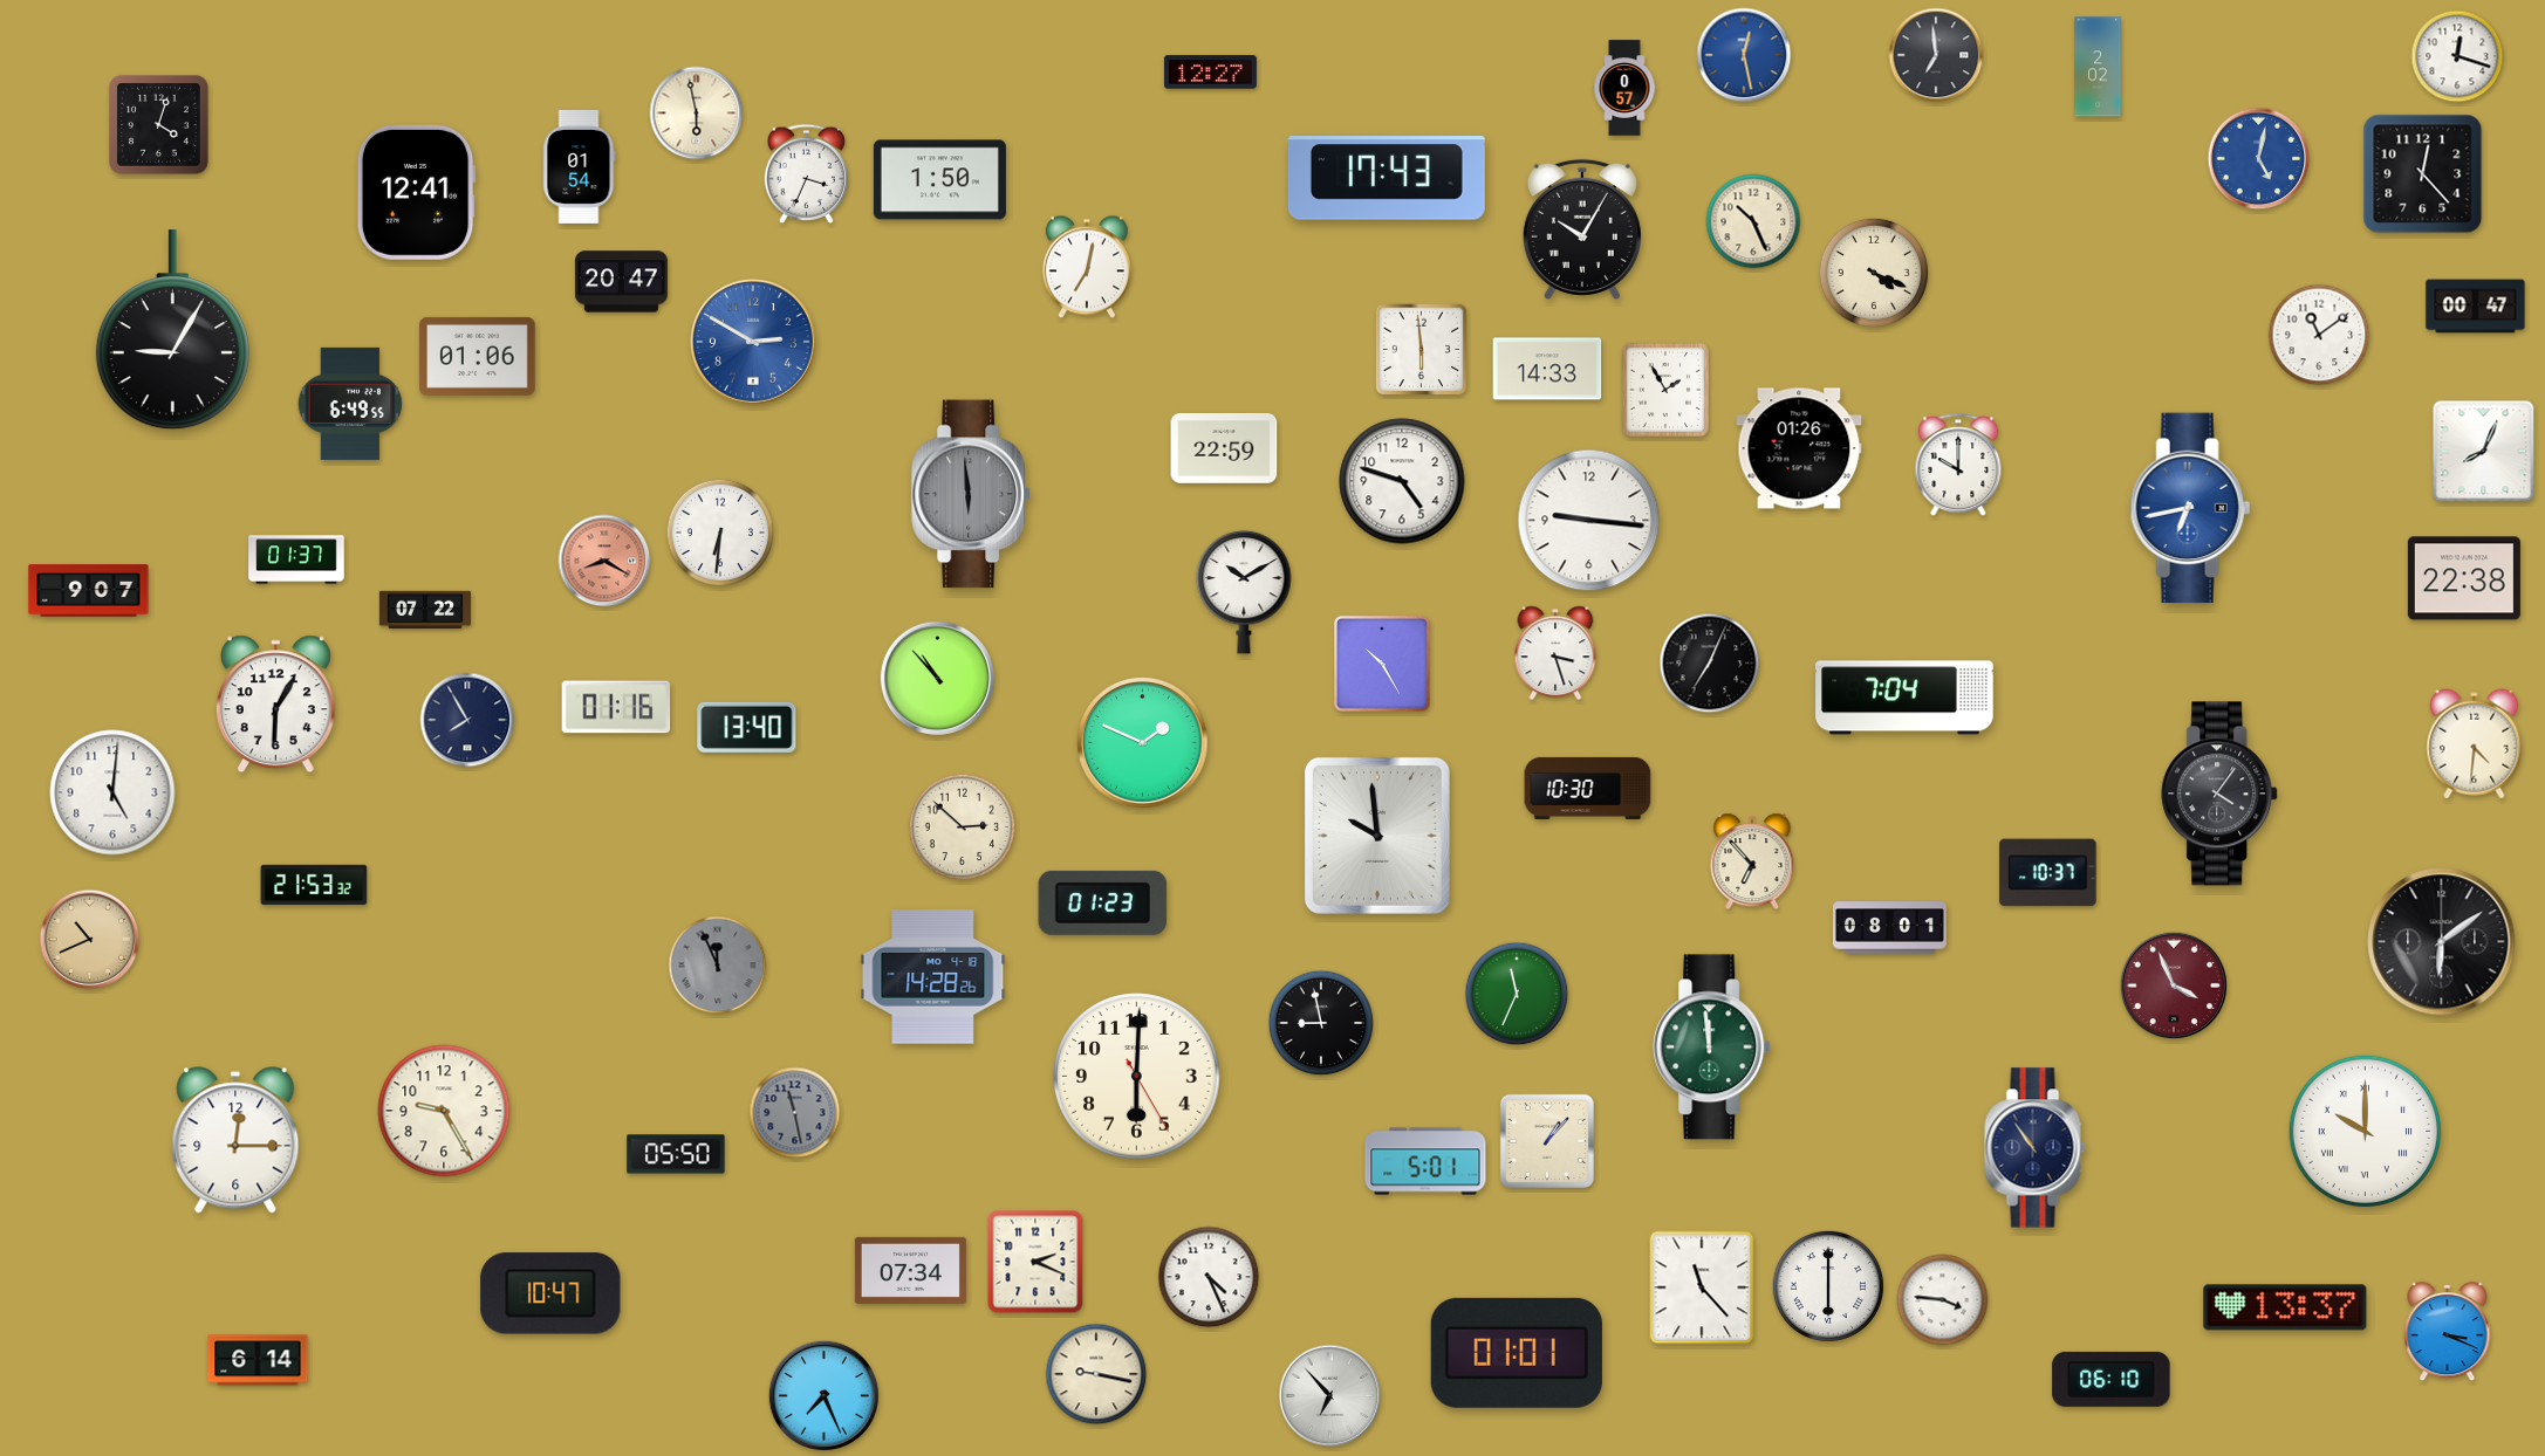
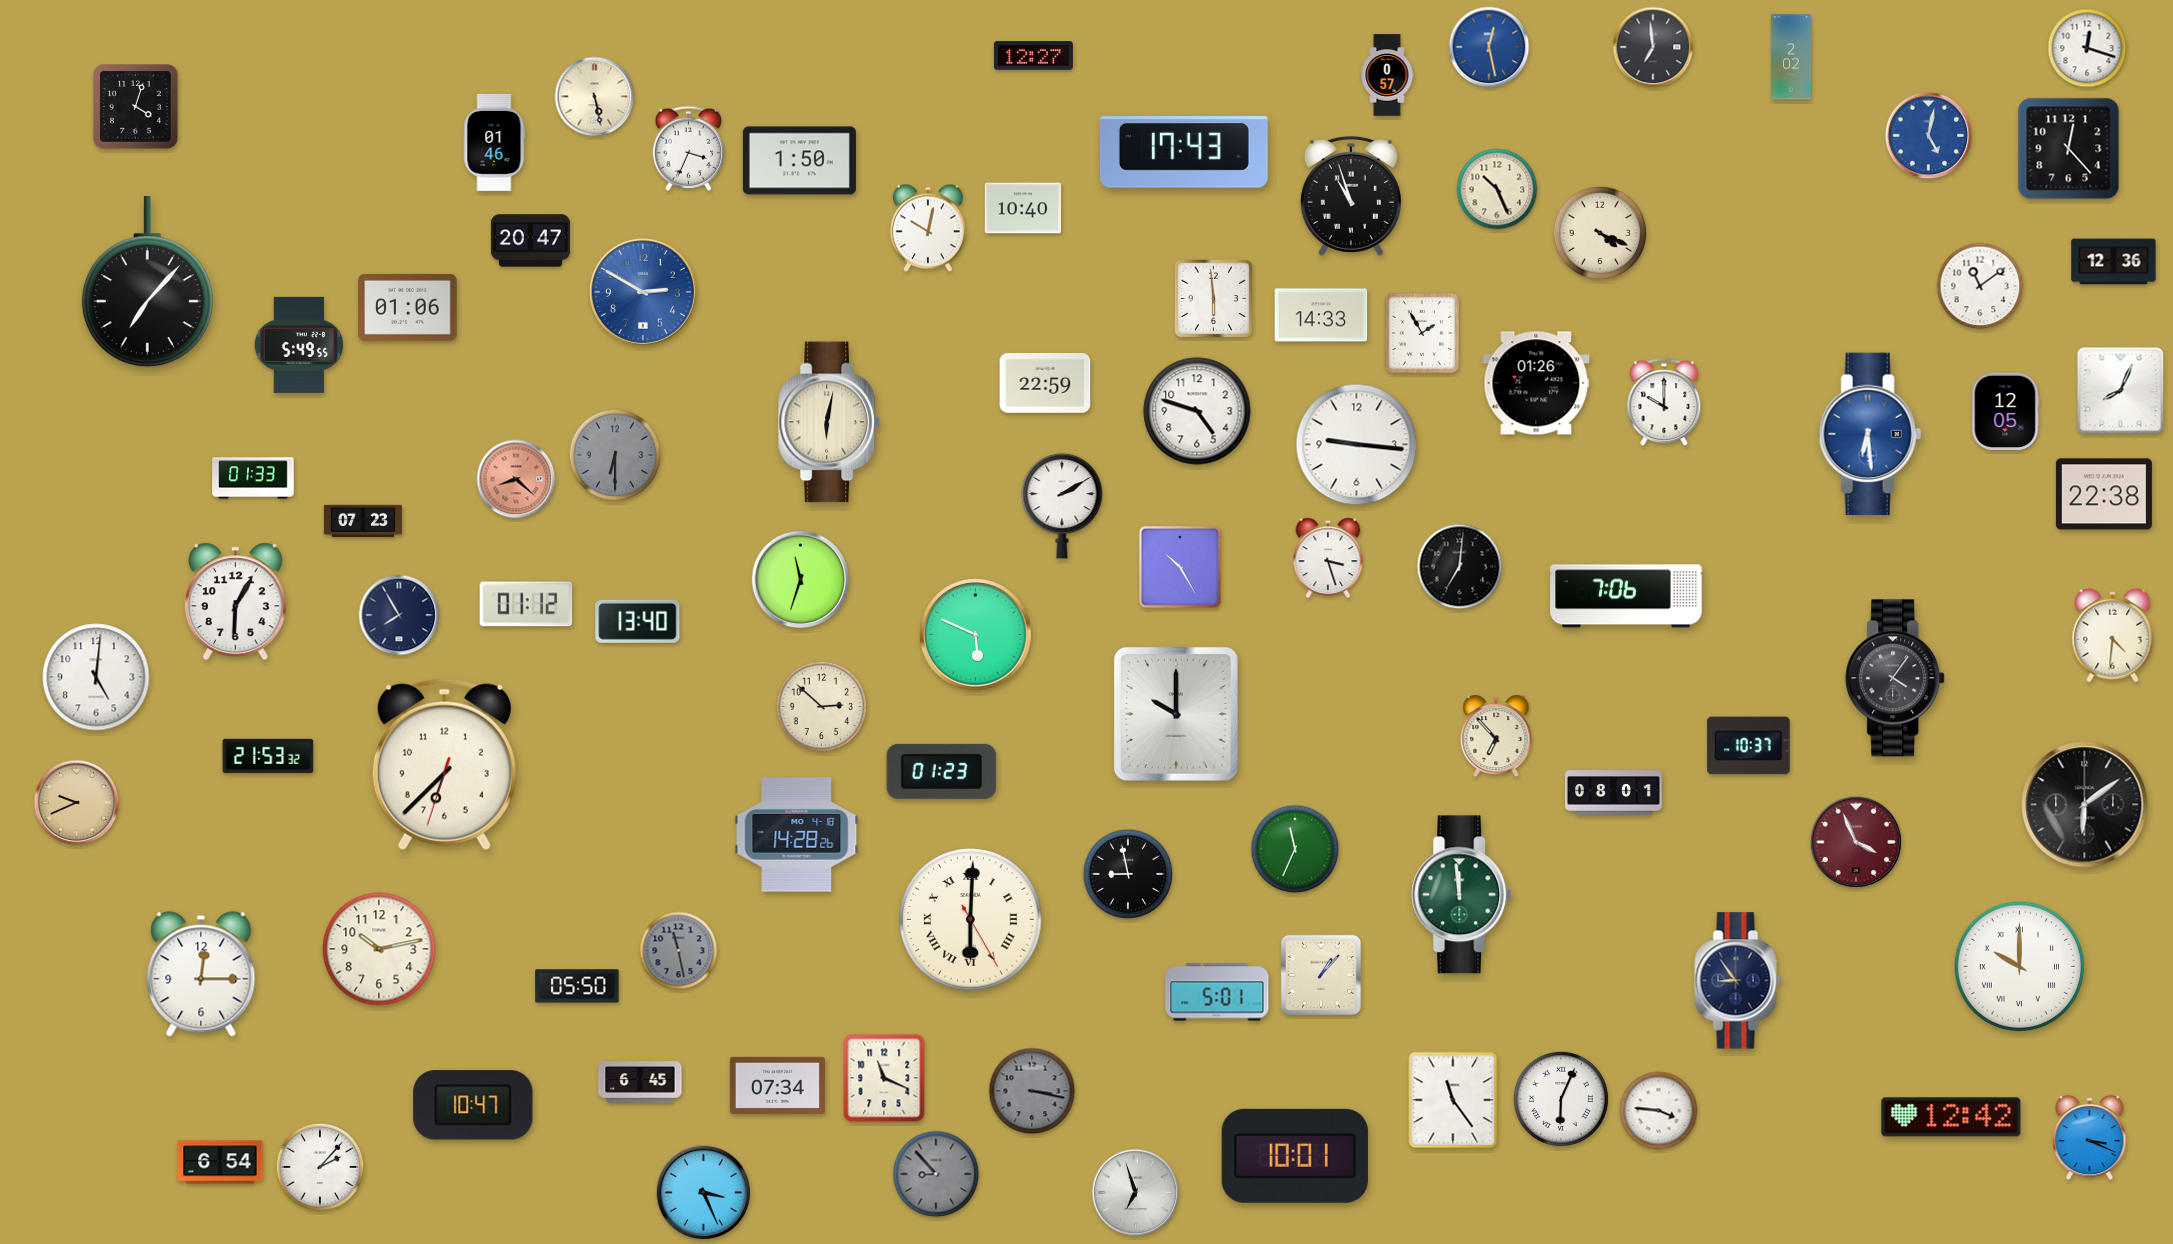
clock at (2457, 56) position: (2457, 56) -> (2087, 48)
clock at (1210, 73) position: (1210, 73) -> (1033, 56)
clock at (697, 114): 5:58 -> 5:28
clock at (580, 166): 01:54 -> 01:46
clock at (939, 180) position: (939, 180) -> (799, 161)
clock at (416, 192): 12:41 -> none
clock at (1582, 229): 10:05 -> 10:57
clock at (1023, 208): none -> 10:40
clock at (1087, 267): 7:02 -> 10:02
clock at (2476, 307): 00:47 -> 12:36
clock at (172, 330): 9:05 -> 7:07
clock at (478, 356) position: (478, 356) -> (408, 307)
clock at (350, 404): 6:49 -> 5:49
clock at (2484, 452) position: (2484, 452) -> (2121, 391)
clock at (1958, 466) position: (1958, 466) -> (1664, 403)
clock at (2005, 411): none -> 12:05
clock at (971, 494): 5:59 -> 6:02
clock at (971, 494) dial: grey -> cream
clock at (2190, 508): 6:43 -> 6:29
clock at (720, 533): 6:31 -> 6:30
clock at (720, 533) dial: white -> grey
clock at (296, 559): 01:37 -> 01:33
clock at (604, 561): 8:20 -> 8:22
clock at (89, 591): 9:07 -> none
clock at (1244, 592): 10:10 -> 2:10
clock at (425, 610): 07:22 -> 07:23
clock at (1710, 664): 7:04 -> 7:01
clock at (937, 678): 10:53 -> 11:33
clock at (1904, 698): 7:04 -> 7:06
clock at (616, 707): 01:16 -> 01:12
clock at (1143, 743): 1:49 -> 5:49
clock at (1588, 788): 10:30 -> none
clock at (1377, 836): 9:59 -> 10:00
clock at (444, 764): none -> 6:37
clock at (90, 940): 10:41 -> 9:41
clock at (718, 966): 11:56 -> none
clock at (1137, 1077) numerals: Arabic -> Roman
clock at (444, 1111): 9:25 -> 10:13
clock at (2036, 1148): 10:54 -> 8:54
clock at (1035, 1262): 2:19 -> 11:19
clock at (640, 1082): none -> 6:45
clock at (1209, 1277): 4:26 -> 3:17
clock at (1209, 1277) dial: white -> grey
clock at (1828, 1286): 6:00 -> 6:04
clock at (1702, 1287): 11:23 -> 11:24
clock at (550, 1293) position: (550, 1293) -> (473, 1105)
clock at (2285, 1307): 13:37 -> 12:42
clock at (1517, 1353): 01:01 -> 10:01
clock at (258, 1360): 6:14 -> 6:54
clock at (320, 1167): none -> 2:07
clock at (1096, 1374): 9:17 -> 8:53
clock at (1096, 1374) dial: cream -> grey
clock at (2112, 1379): 06:10 -> none
clock at (823, 1395): 7:26 -> 3:26
clock at (1330, 1396): 6:53 -> 6:57
